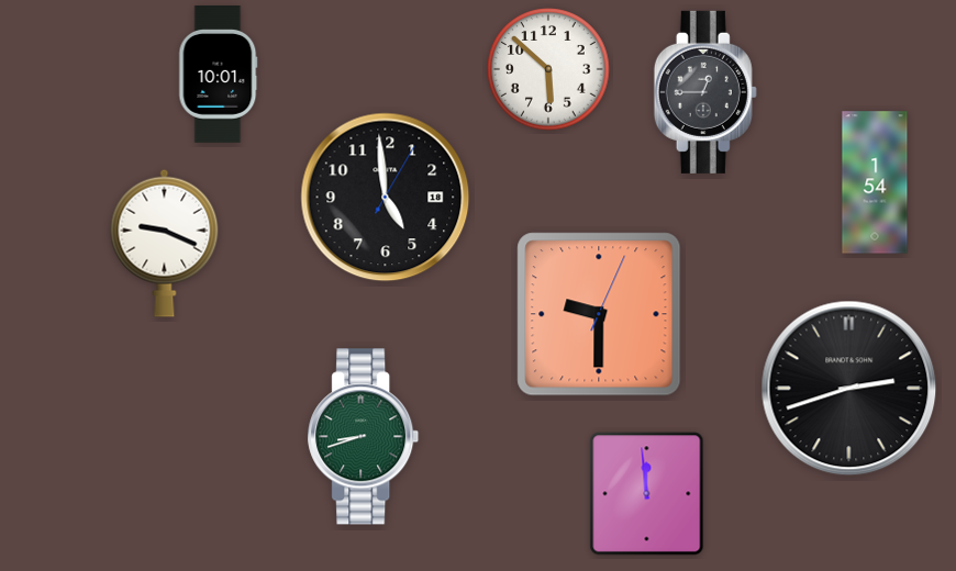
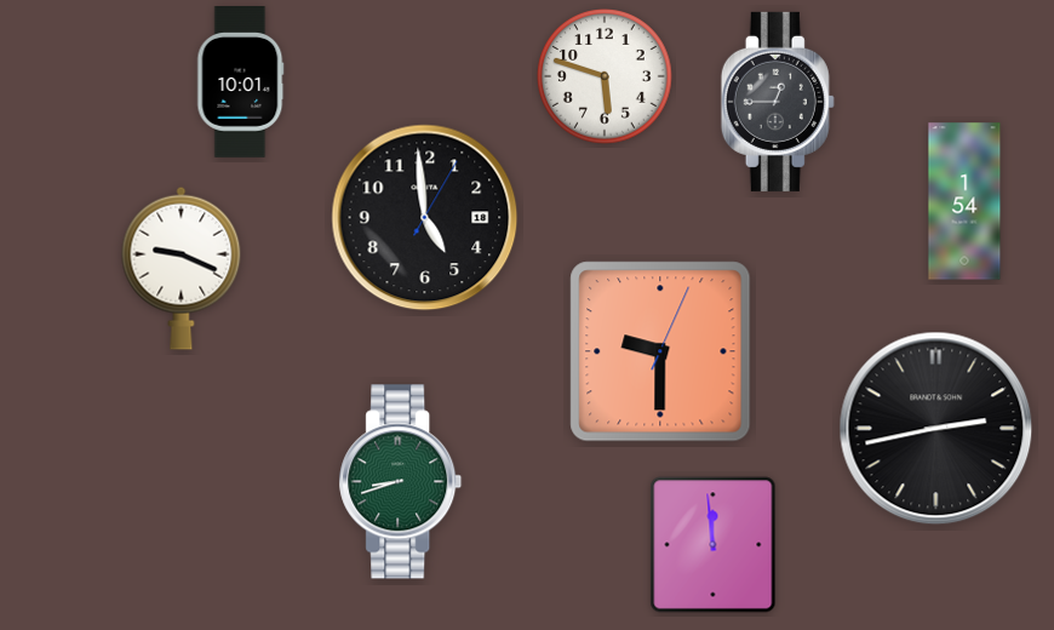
clock at (548, 69): 5:52 -> 5:48
clock at (599, 314) position: (599, 314) -> (660, 351)
clock at (849, 389): 2:42 -> 2:43
